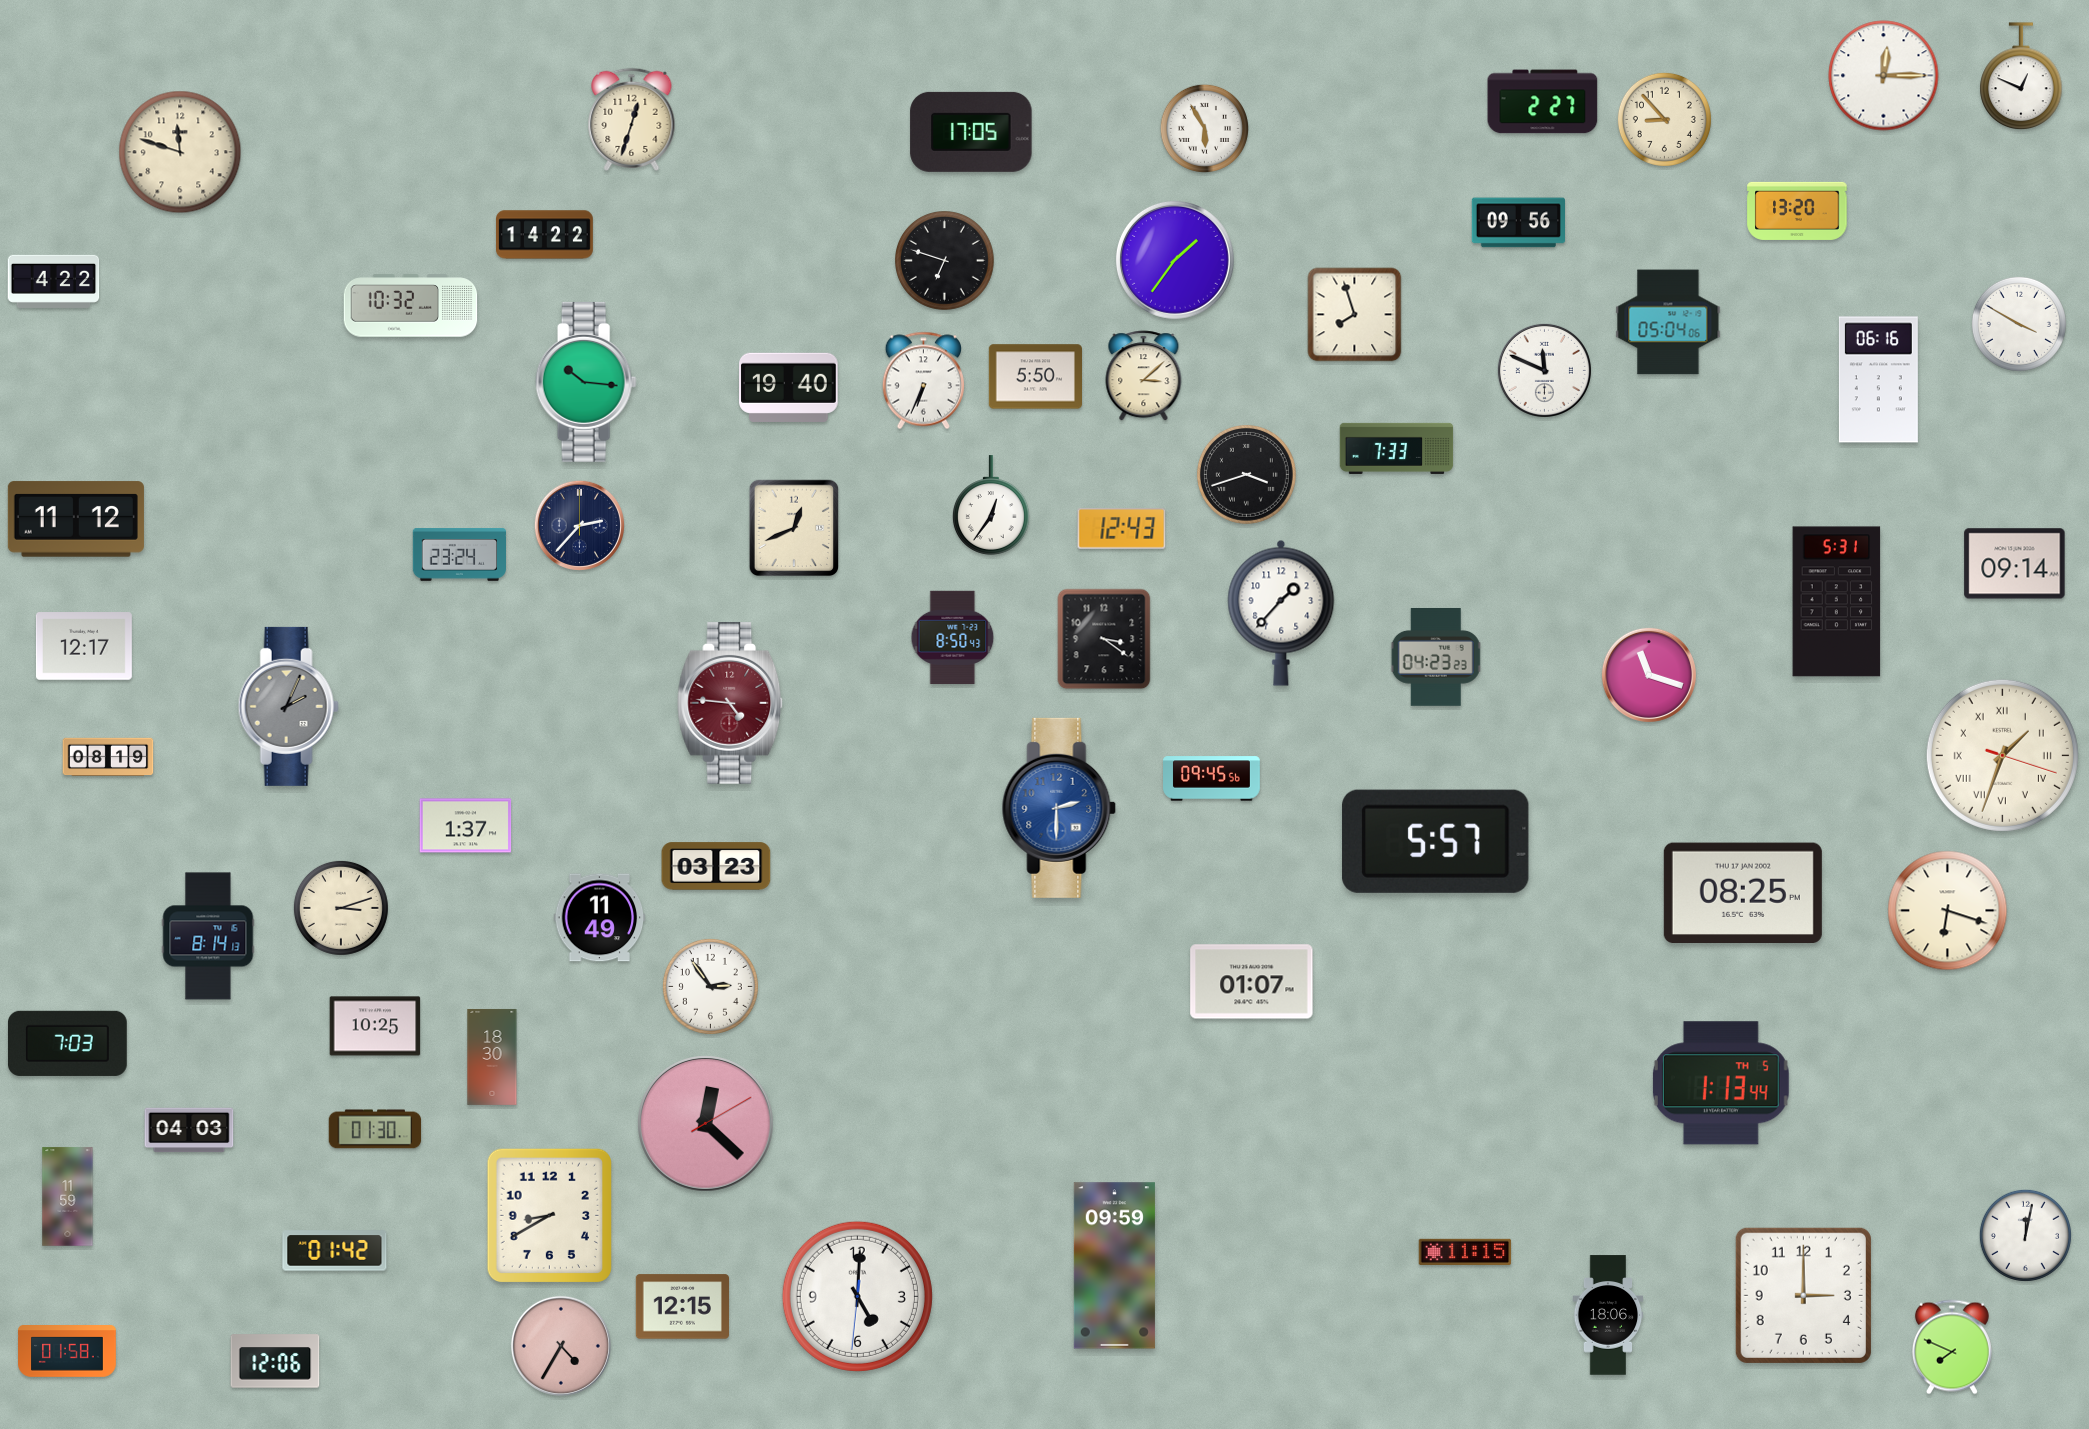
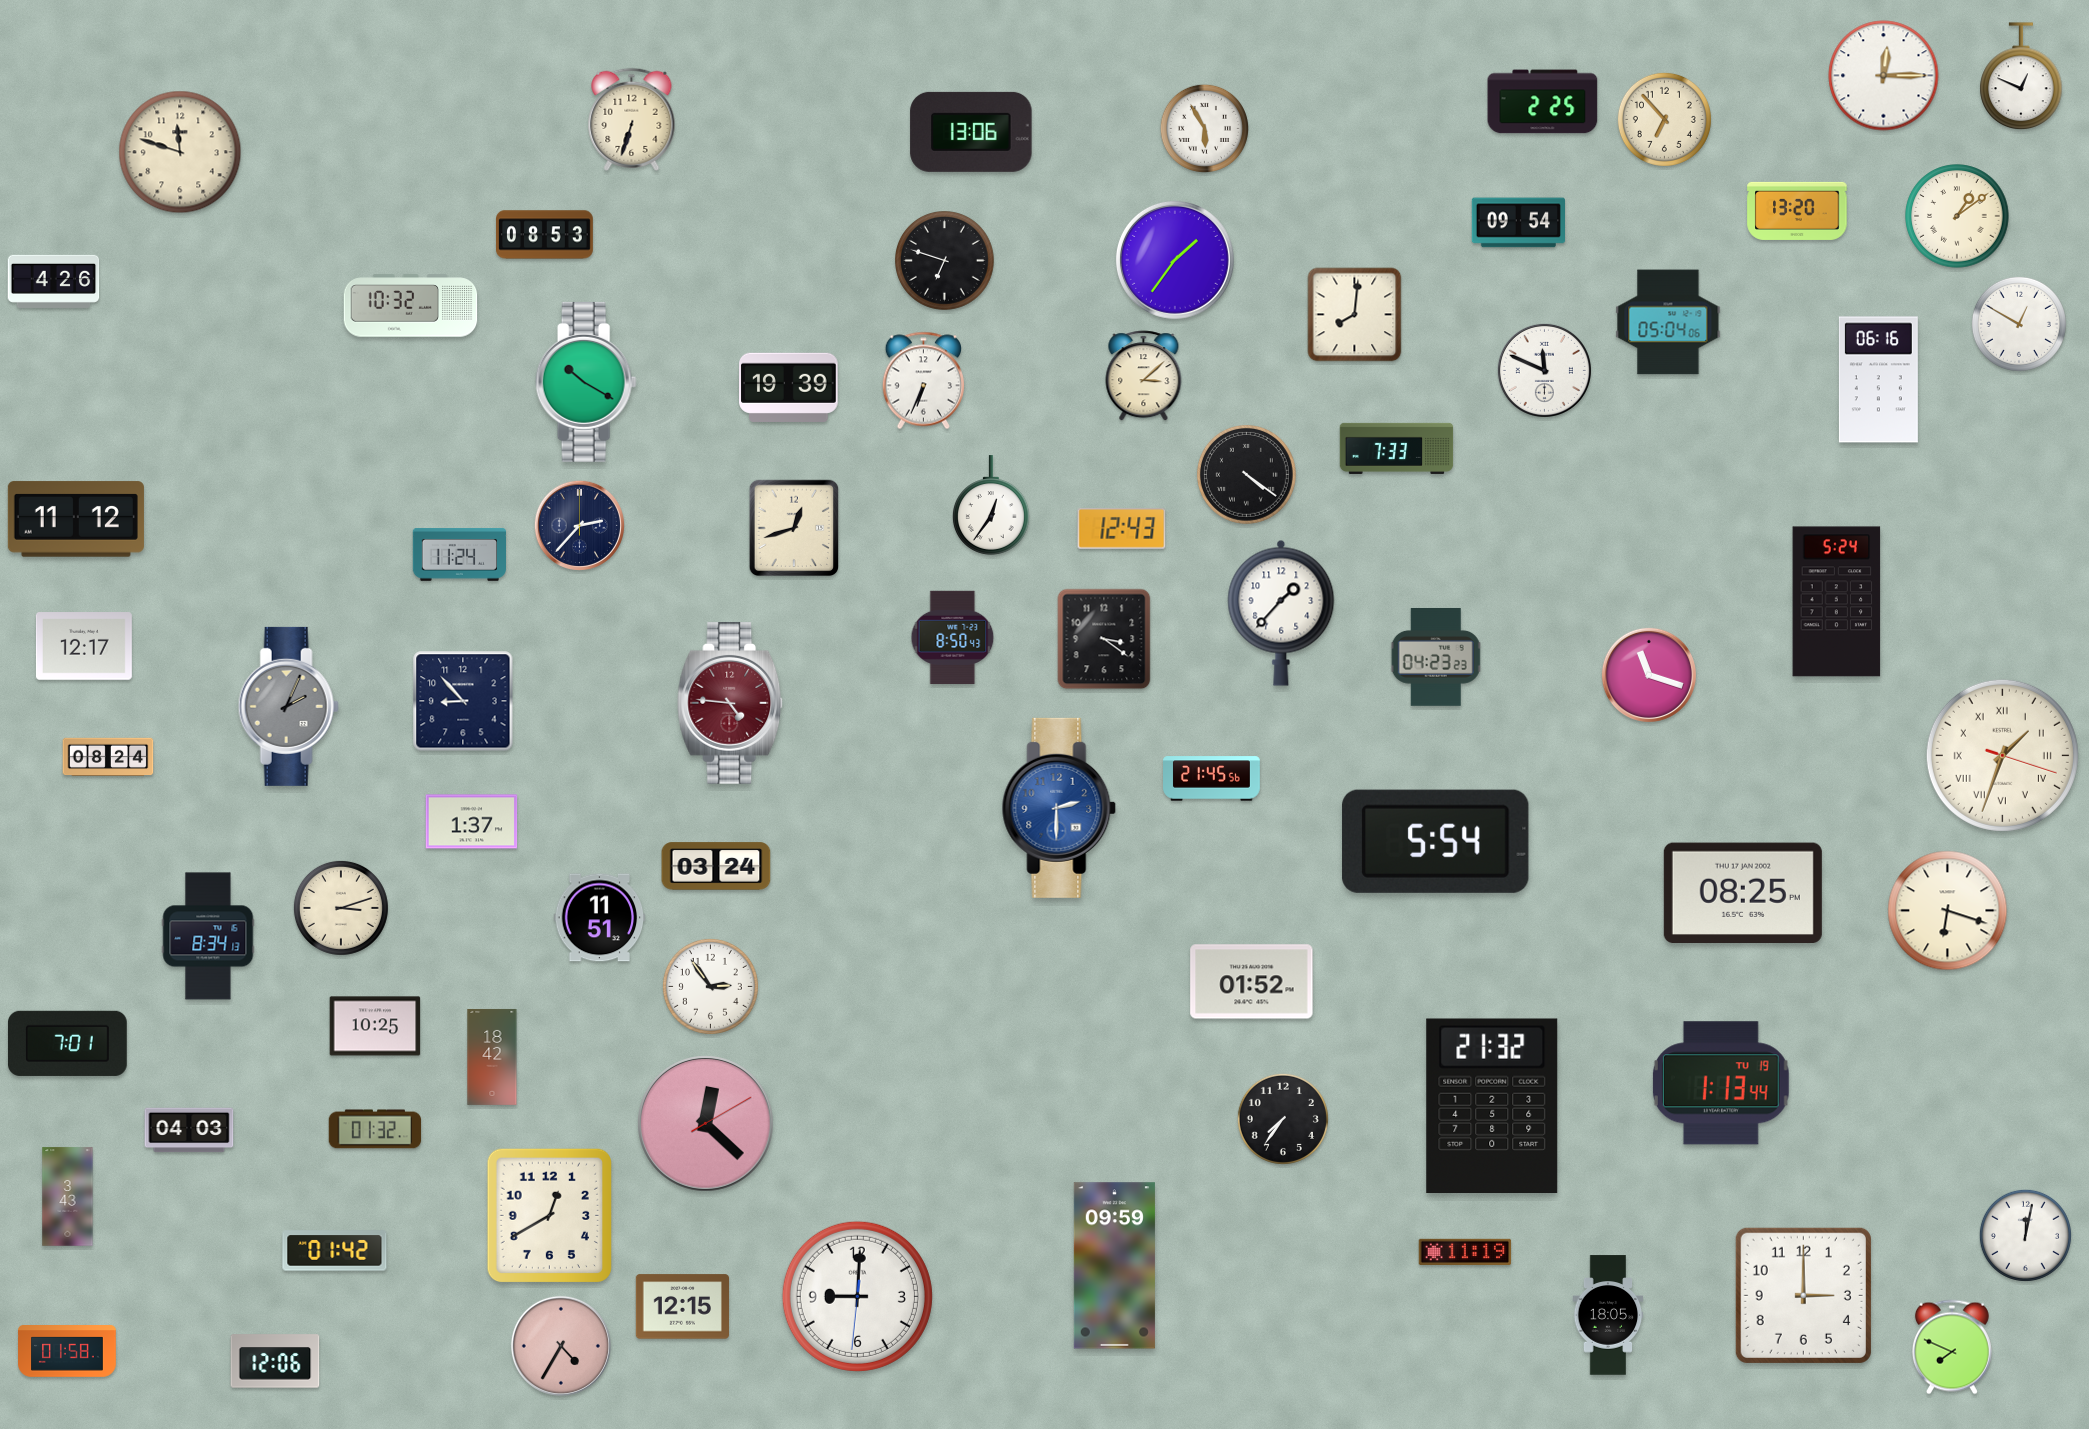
clock at (1543, 102): 2:27 -> 2:25
clock at (632, 119): 12:33 -> 6:33
clock at (1664, 119): 8:53 -> 6:53
clock at (971, 132): 17:05 -> 13:06
clock at (1957, 216): none -> 1:09
clock at (1518, 223): 09:56 -> 09:54
clock at (545, 235): 14:22 -> 08:53
clock at (54, 281): 4:22 -> 4:26
clock at (1355, 315): 7:57 -> 8:01
clock at (2019, 324): 3:50 -> 12:50
clock at (1035, 377): 5:50 -> none
clock at (586, 382): 10:16 -> 10:20
clock at (789, 387): 19:40 -> 19:39
clock at (1247, 475): 3:42 -> 4:21
clock at (794, 528): 12:41 -> 12:42
clock at (459, 555): 23:24 -> 11:24
clock at (2015, 564): 09:14 -> none
clock at (1837, 602): 5:31 -> 5:24
clock at (463, 701): none -> 8:53
clock at (108, 757): 08:19 -> 08:24
clock at (1212, 779): 09:45 -> 21:45
clock at (466, 826) position: (466, 826) -> (472, 822)
clock at (1436, 841): 5:57 -> 5:54
clock at (716, 866): 03:23 -> 03:24
clock at (600, 918): 11:49 -> 11:51
clock at (208, 936): 8:14 -> 8:34
clock at (1252, 982): 01:07 -> 01:52
clock at (67, 1043): 7:03 -> 7:01
clock at (492, 1057): 18:30 -> 18:42
clock at (1721, 1083) date: TH 5 -> TU 19
clock at (1492, 1105): none -> 21:32
clock at (1283, 1119): none -> 7:36
clock at (375, 1129): 01:30 -> 01:32
clock at (68, 1197): 11:59 -> 3:43
clock at (549, 1215): 8:40 -> 12:40
clock at (1465, 1252): 11:15 -> 11:19
clock at (857, 1296): 5:00 -> 9:00
clock at (1608, 1315): 18:06 -> 18:05
